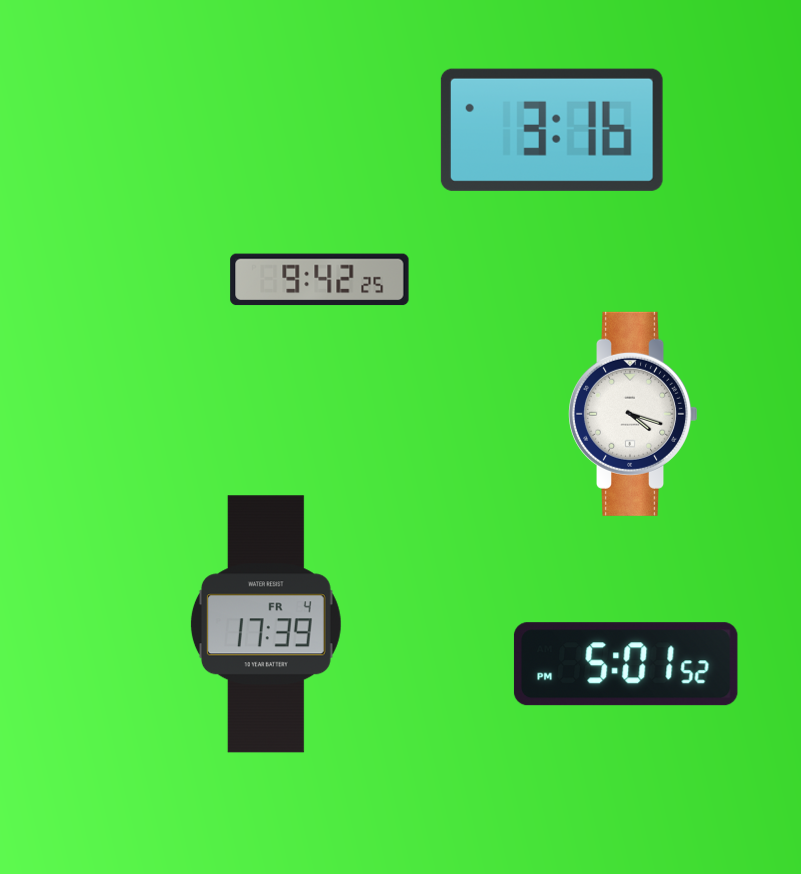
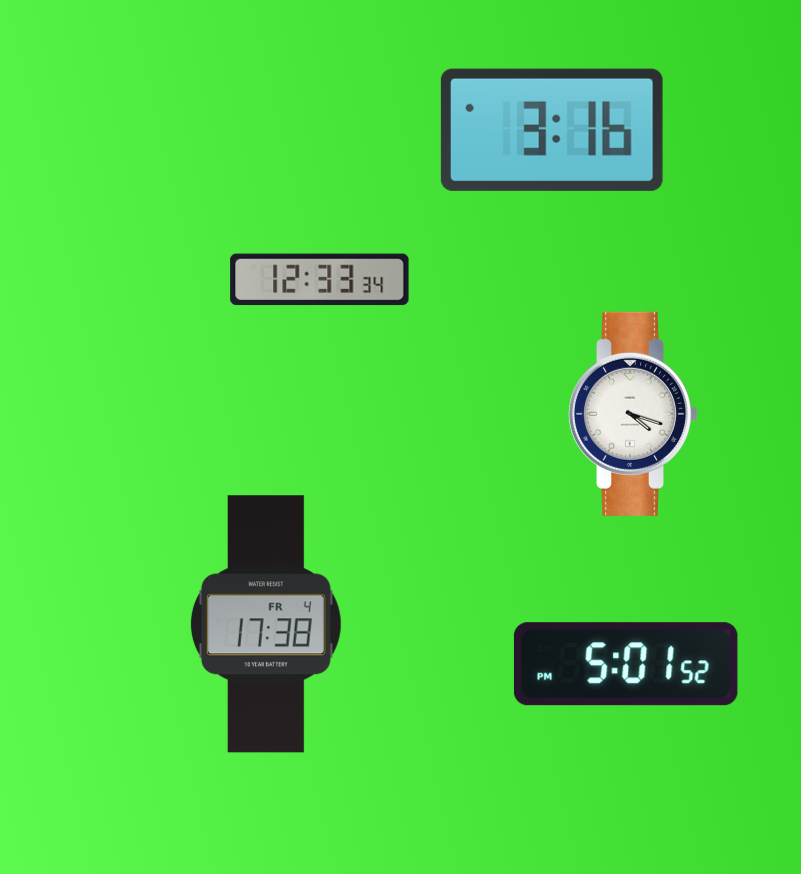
clock at (320, 280): 9:42 -> 12:33
clock at (266, 624): 17:39 -> 17:38
